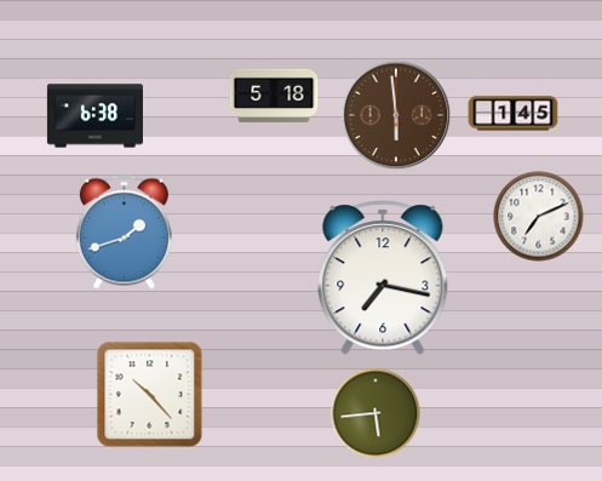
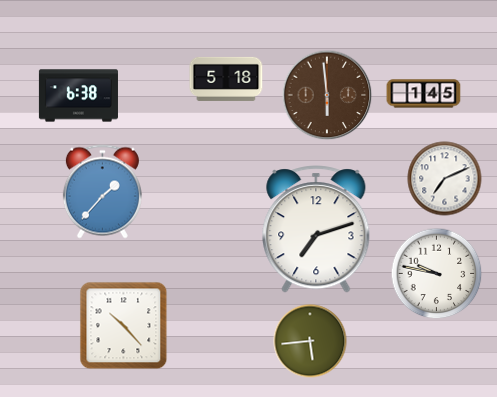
clock at (124, 233): 1:42 -> 1:37
clock at (383, 277): 7:17 -> 7:12
clock at (437, 274): none -> 9:47
